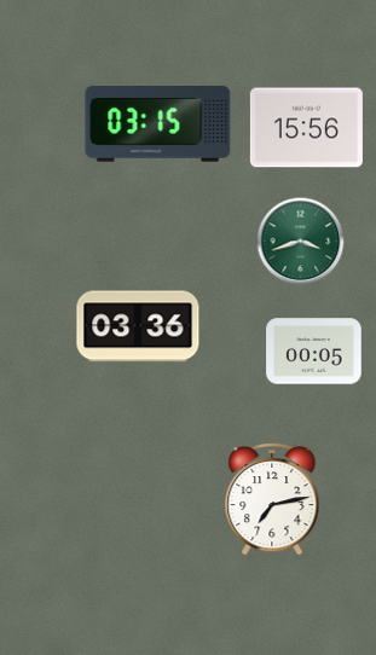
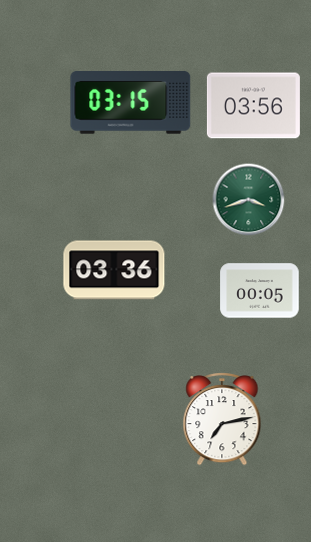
clock at (306, 128): 15:56 -> 03:56
clock at (272, 499) position: (272, 499) -> (222, 419)
